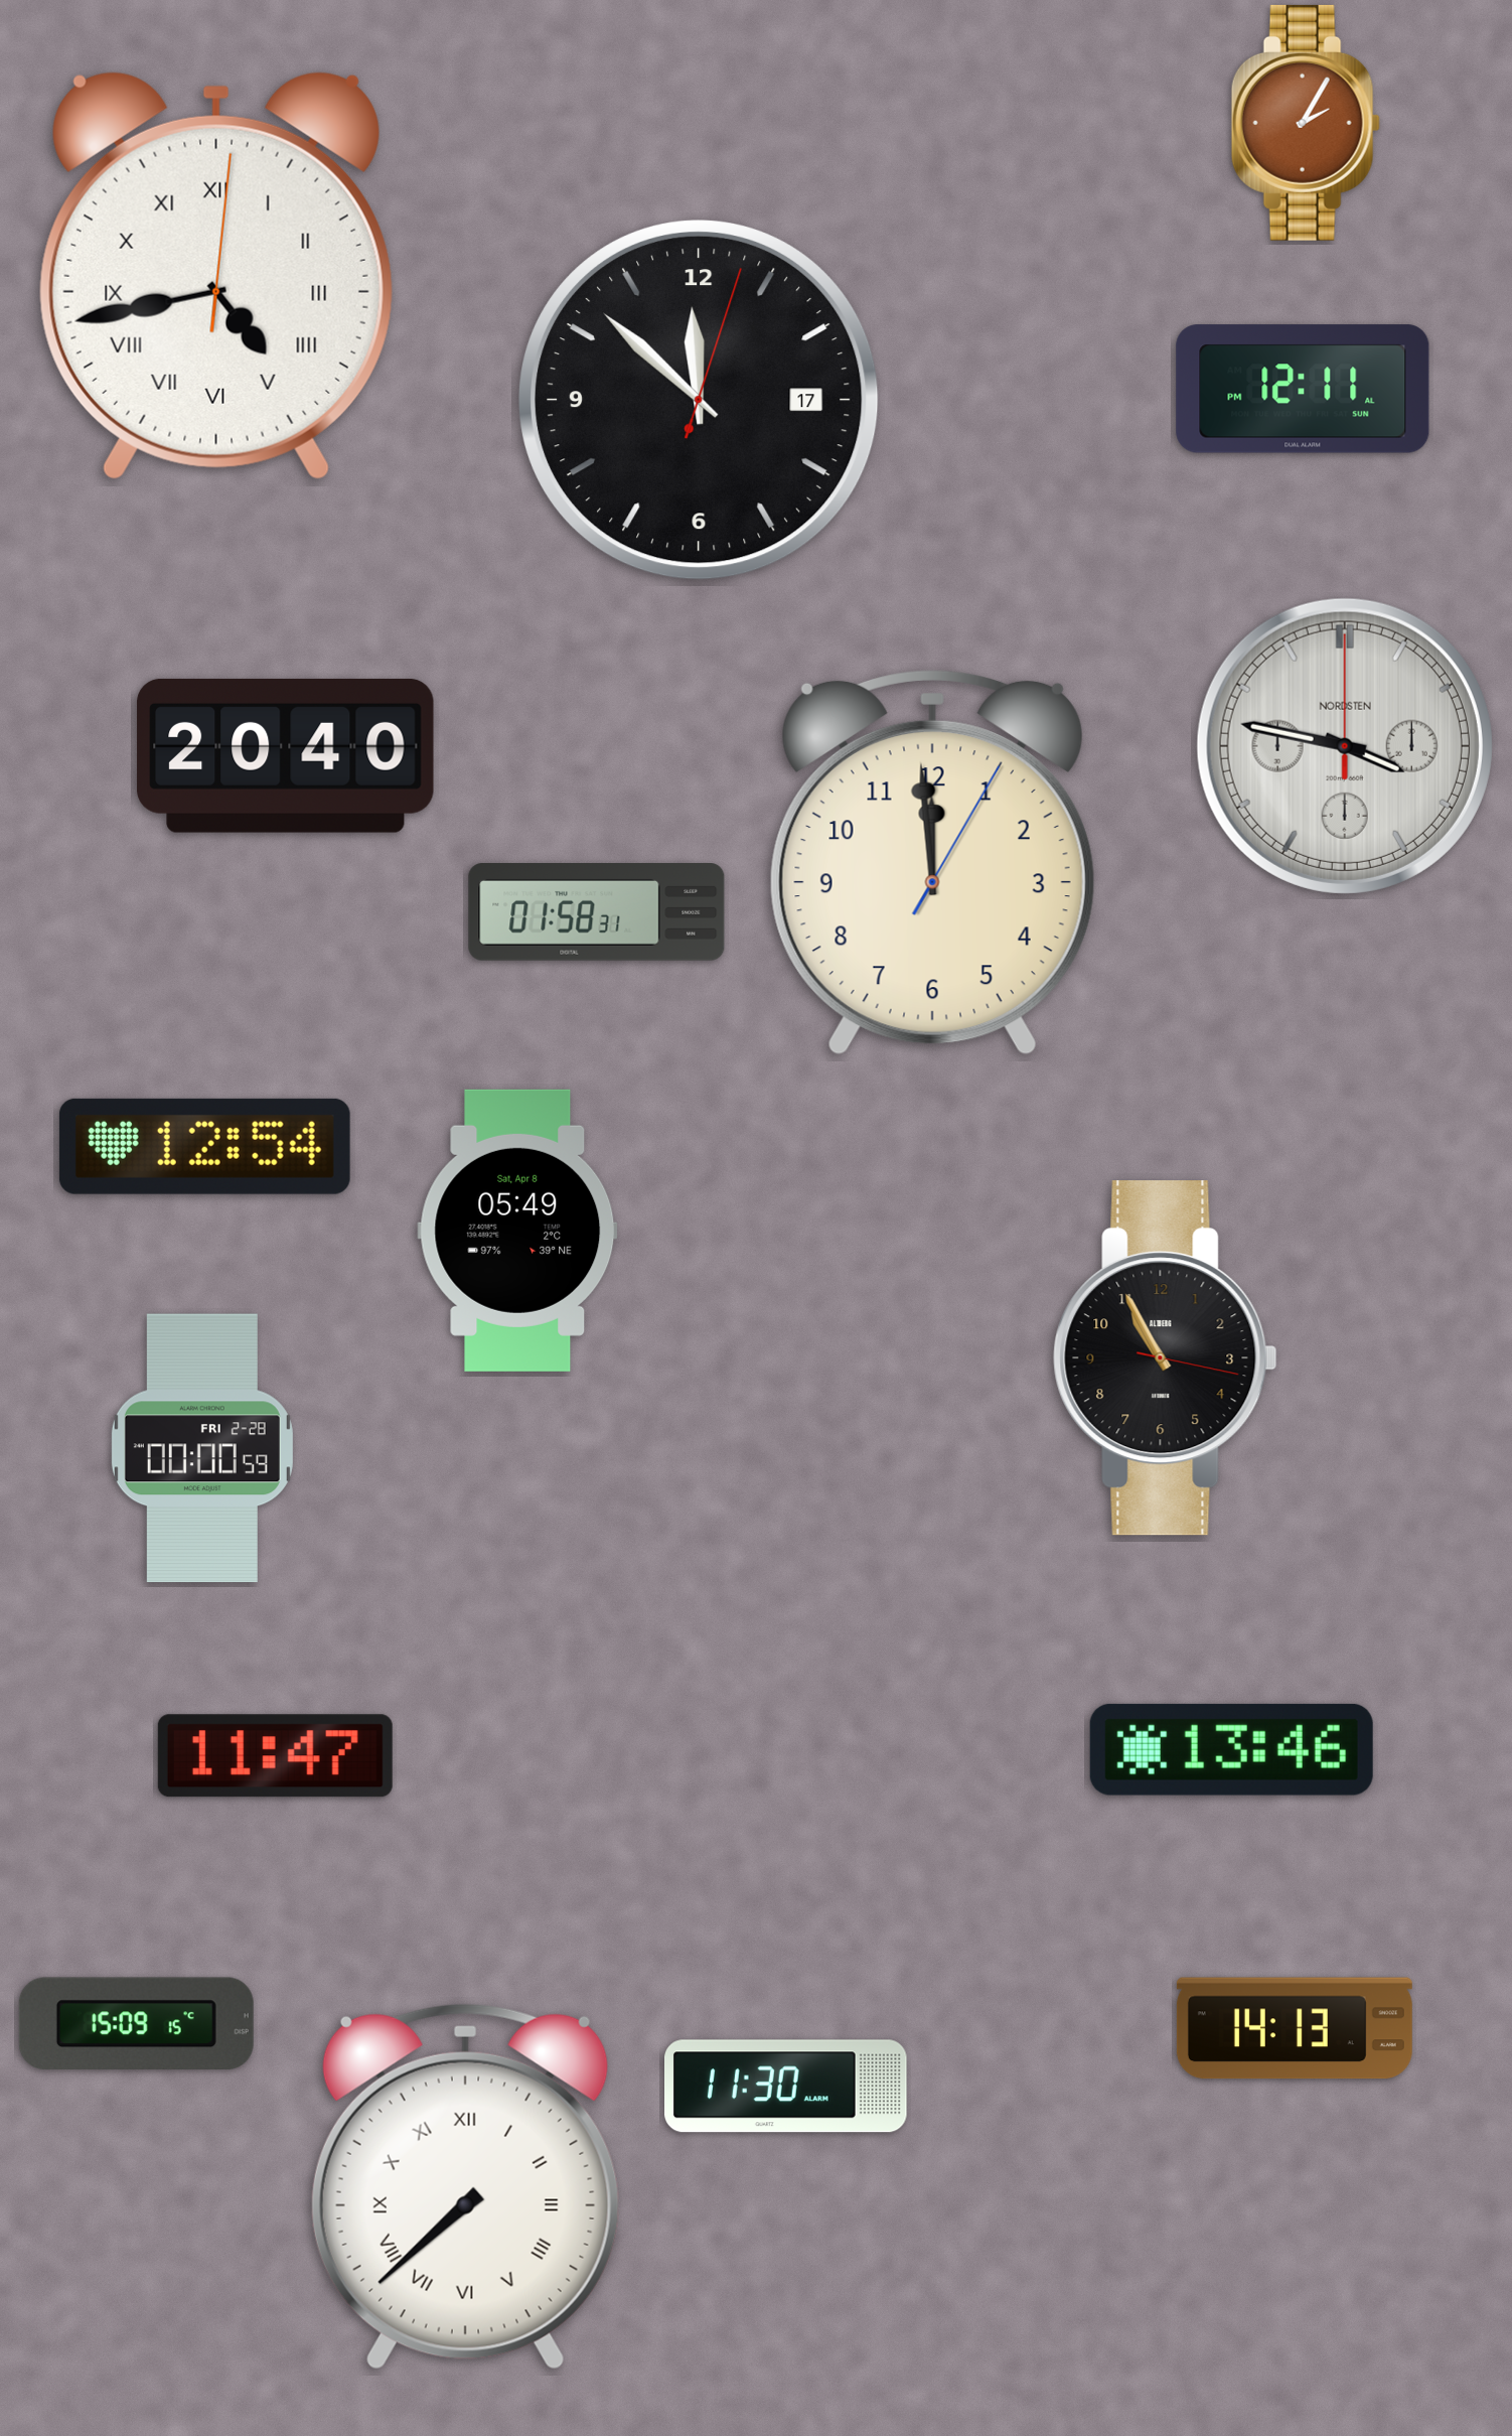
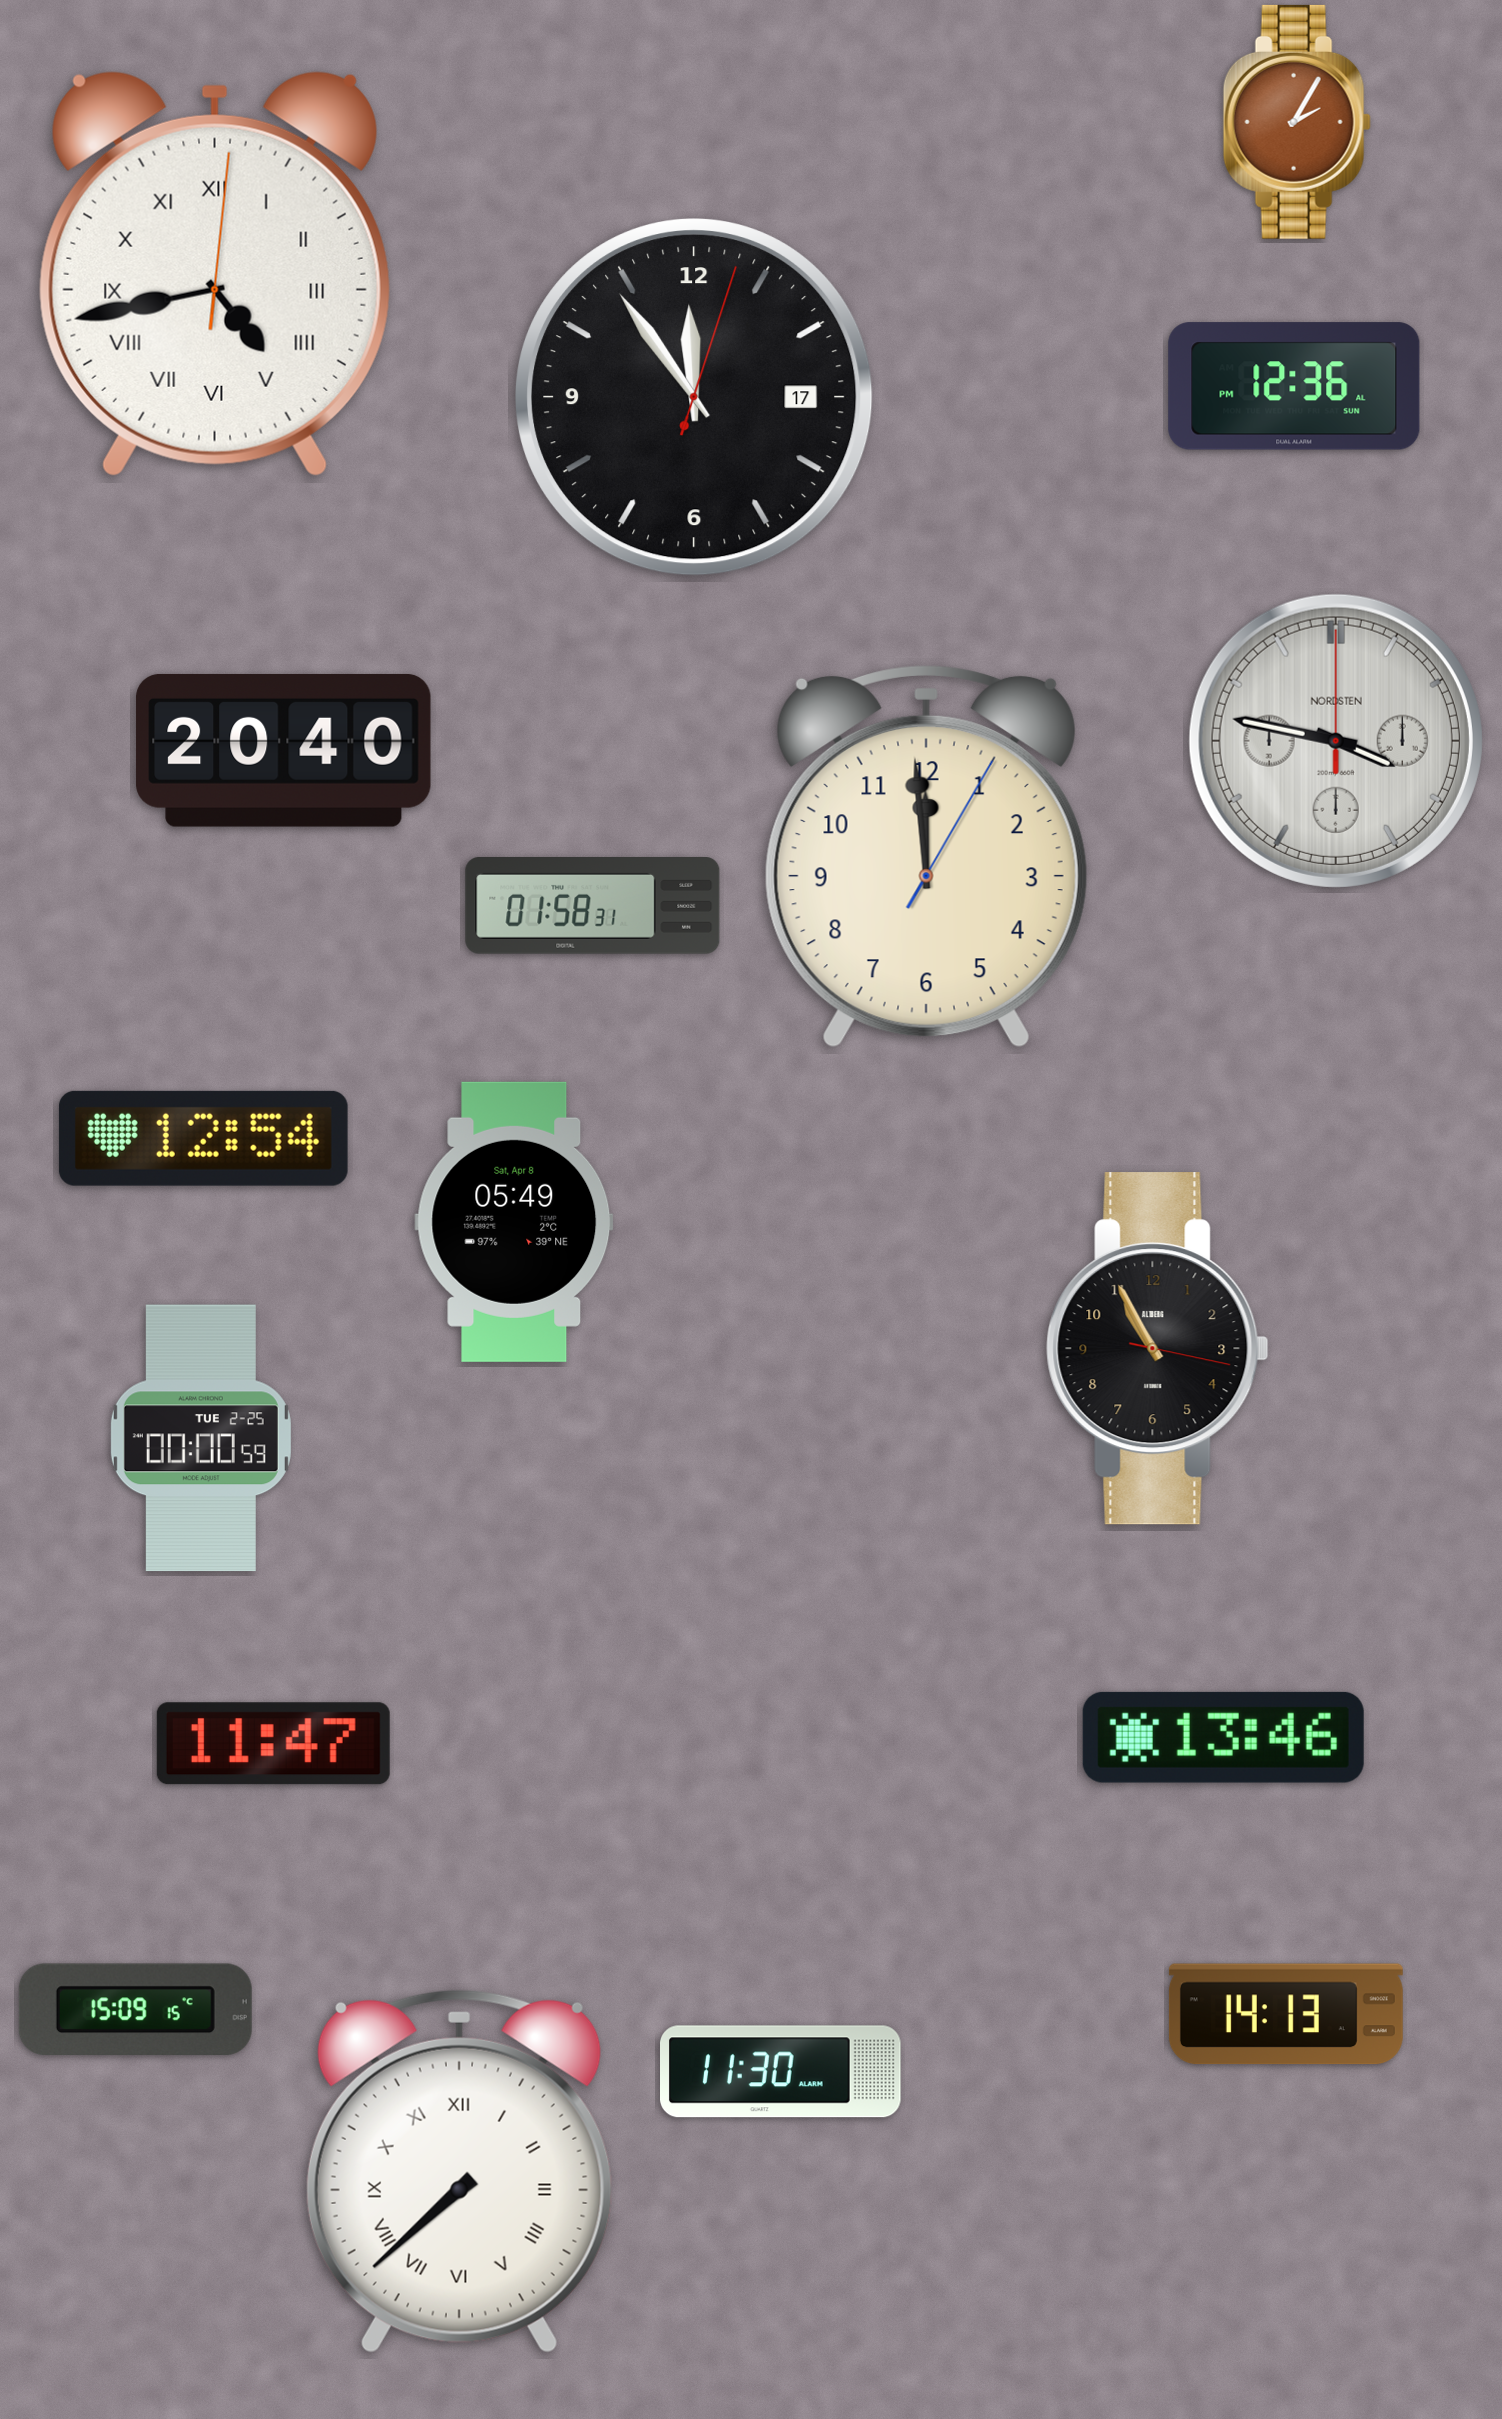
clock at (1303, 389): 12:11 -> 12:36
clock at (700, 401): 11:52 -> 11:54
clock at (202, 1448) date: FRI 2-28 -> TUE 2-25
clock at (465, 2186) position: (465, 2186) -> (459, 2171)
